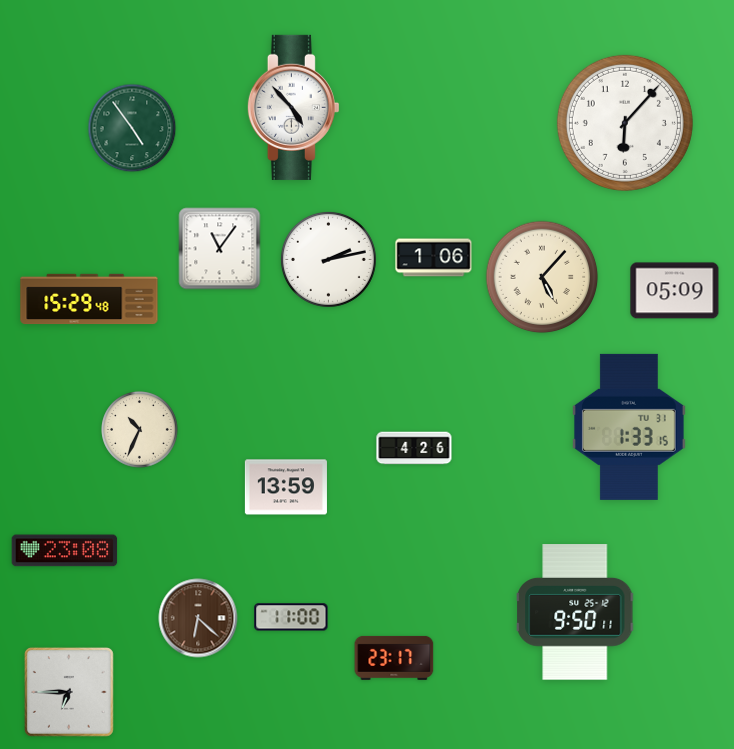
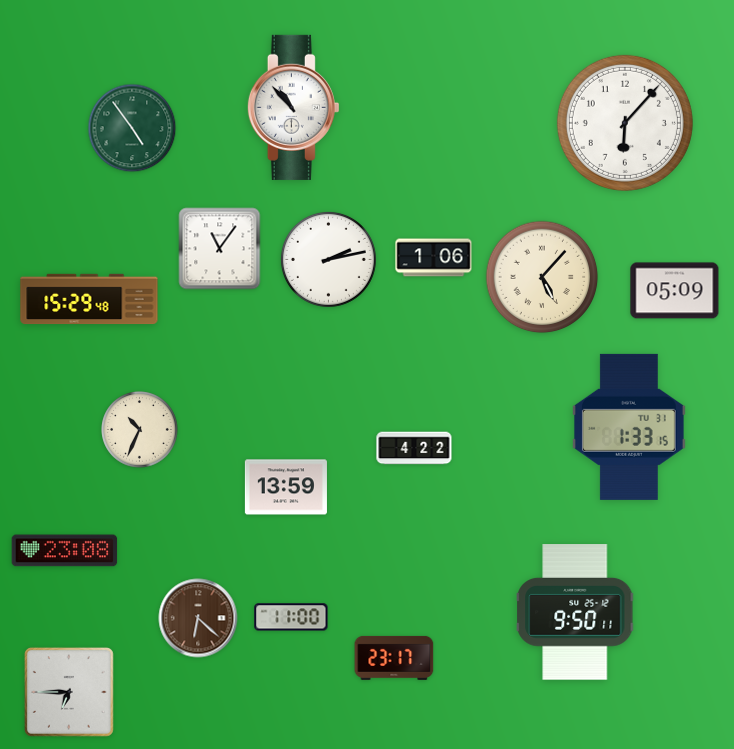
clock at (293, 107): 4:53 -> 10:53
clock at (414, 448): 4:26 -> 4:22
